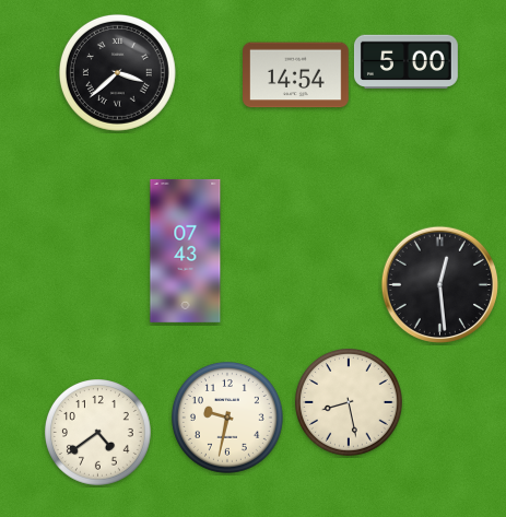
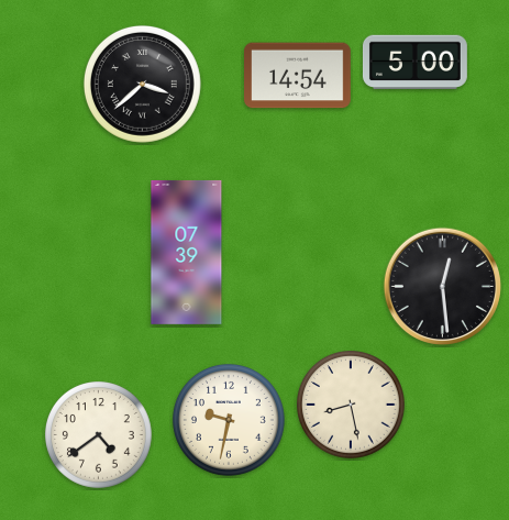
clock at (405, 61) position: (405, 61) -> (414, 62)
clock at (117, 72) position: (117, 72) -> (142, 84)
clock at (186, 250): 07:43 -> 07:39
